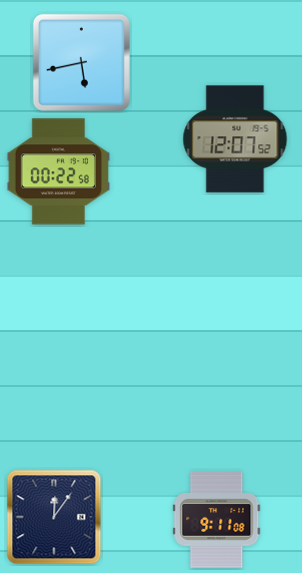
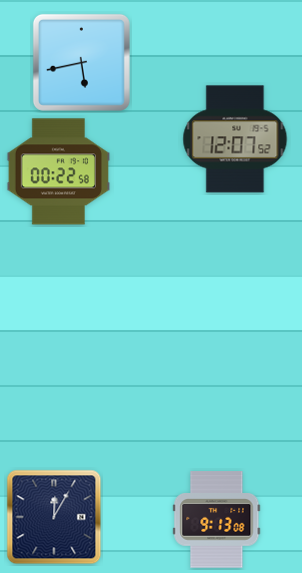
clock at (54, 517): 12:06 -> 12:05
clock at (217, 520): 9:11 -> 9:13
